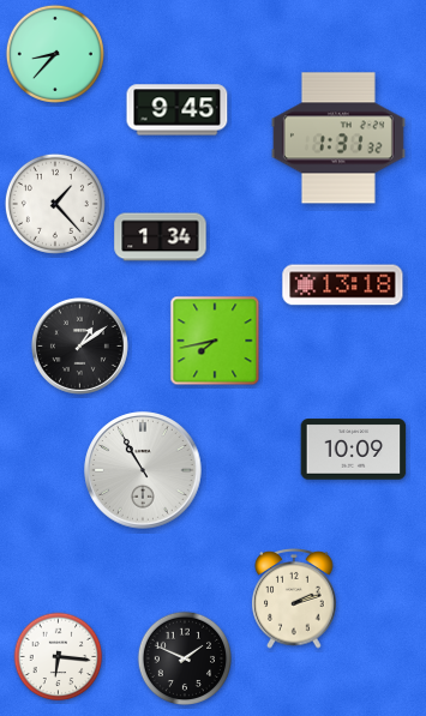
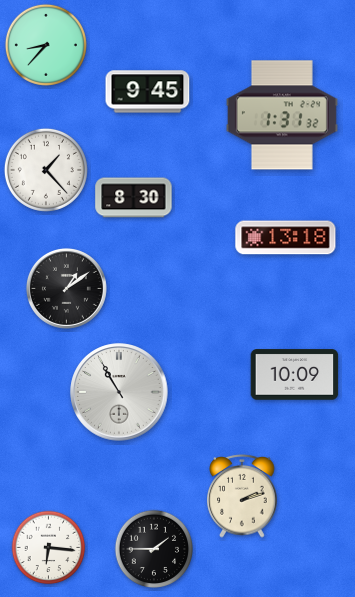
clock at (161, 237): 1:34 -> 8:30
clock at (215, 341): 7:43 -> none
clock at (294, 598) position: (294, 598) -> (242, 496)
clock at (185, 658): 1:49 -> 1:45
